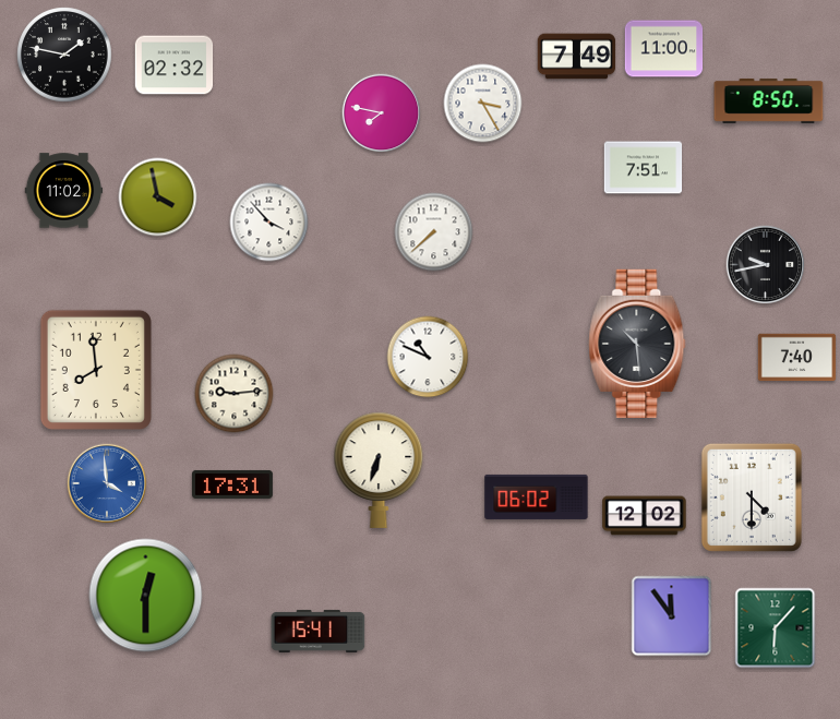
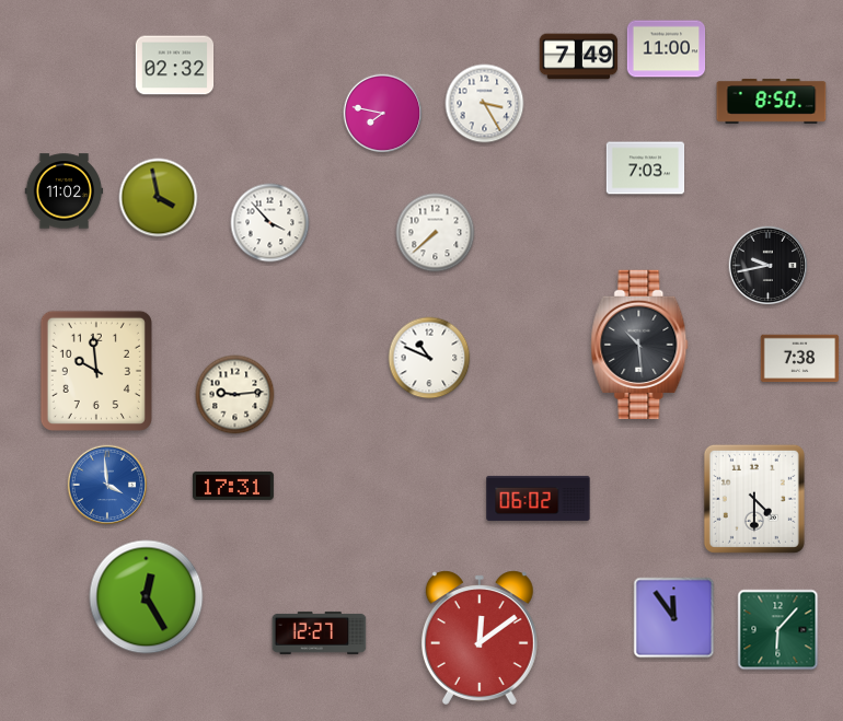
clock at (64, 55): 1:47 -> none
clock at (644, 168): 7:51 -> 7:03
clock at (797, 358): 7:40 -> 7:38
clock at (96, 370): 7:59 -> 9:59
clock at (379, 470): 6:33 -> none
clock at (645, 516): 12:02 -> none
clock at (146, 596): 12:30 -> 12:25
clock at (319, 631): 15:41 -> 12:27
clock at (480, 638): none -> 12:09
